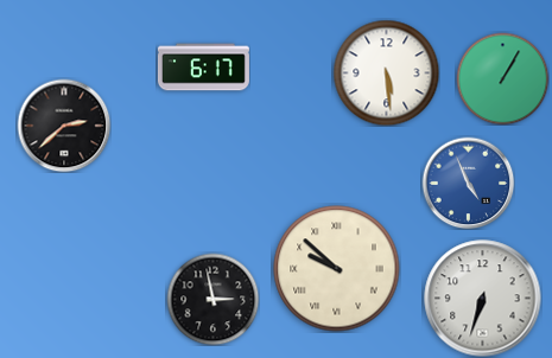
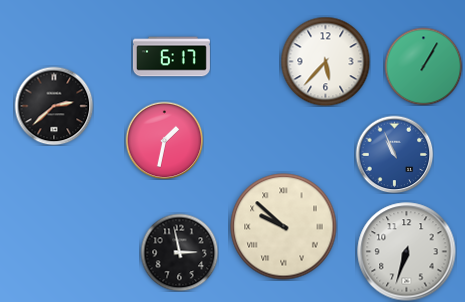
clock at (386, 72): 5:29 -> 5:37
clock at (164, 140): none -> 1:32
clock at (468, 183): 4:56 -> 10:56
